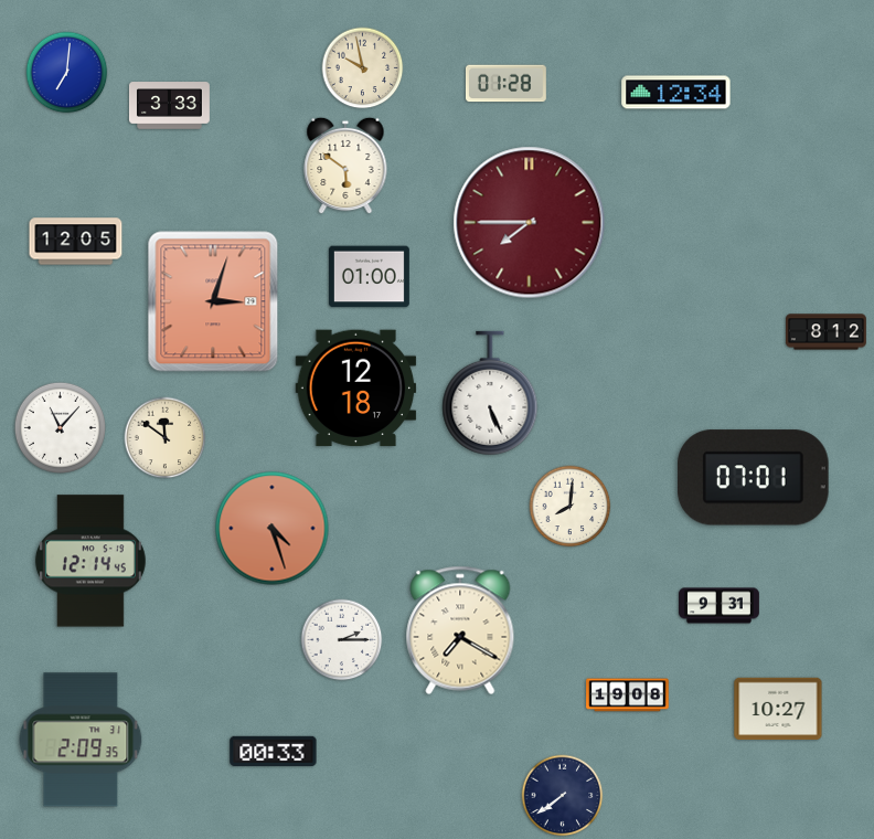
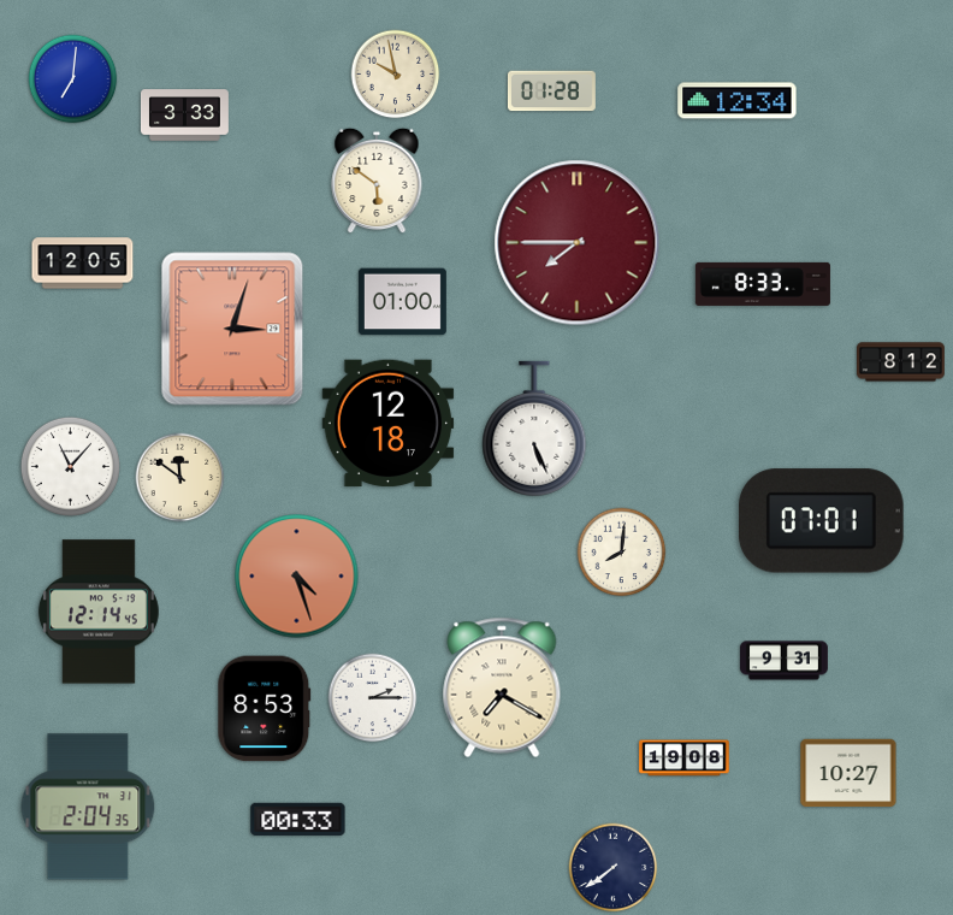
clock at (763, 284): none -> 8:33
clock at (60, 427) position: (60, 427) -> (70, 466)
clock at (265, 709): none -> 8:53
clock at (81, 740): 2:09 -> 2:04
